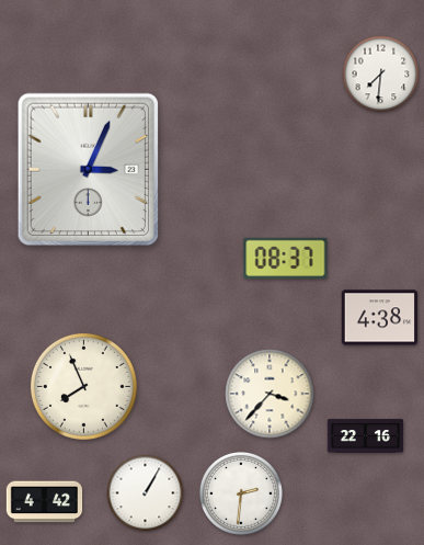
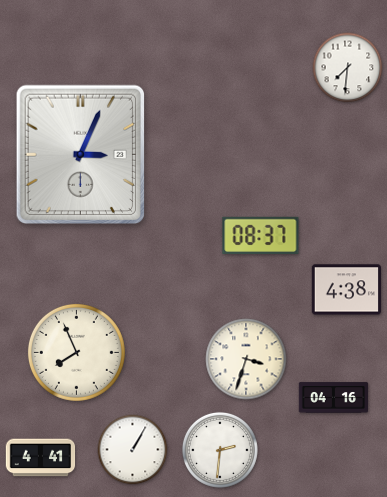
clock at (270, 394): 3:37 -> 3:33
clock at (366, 436): 22:16 -> 04:16
clock at (45, 502): 4:42 -> 4:41
